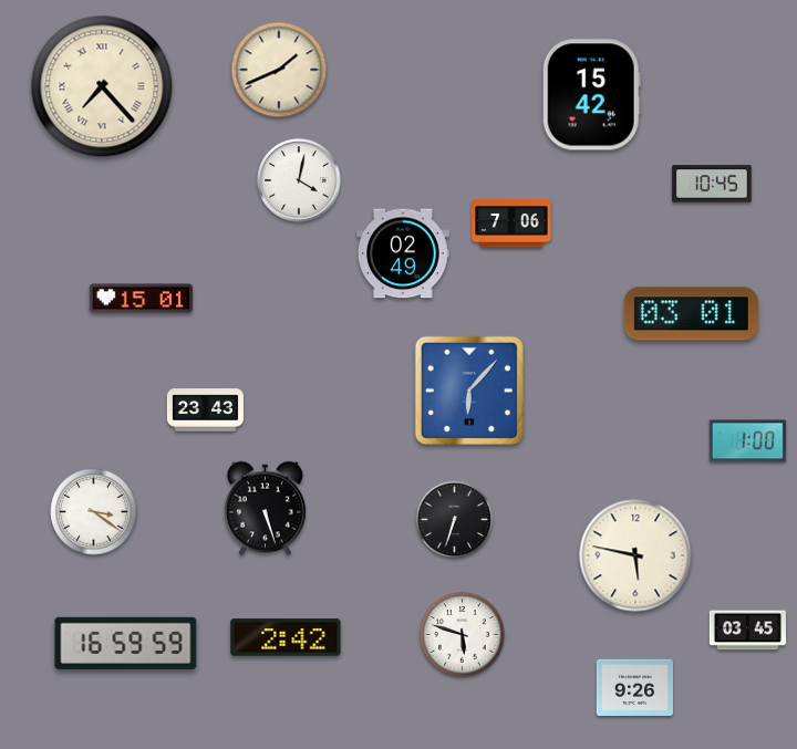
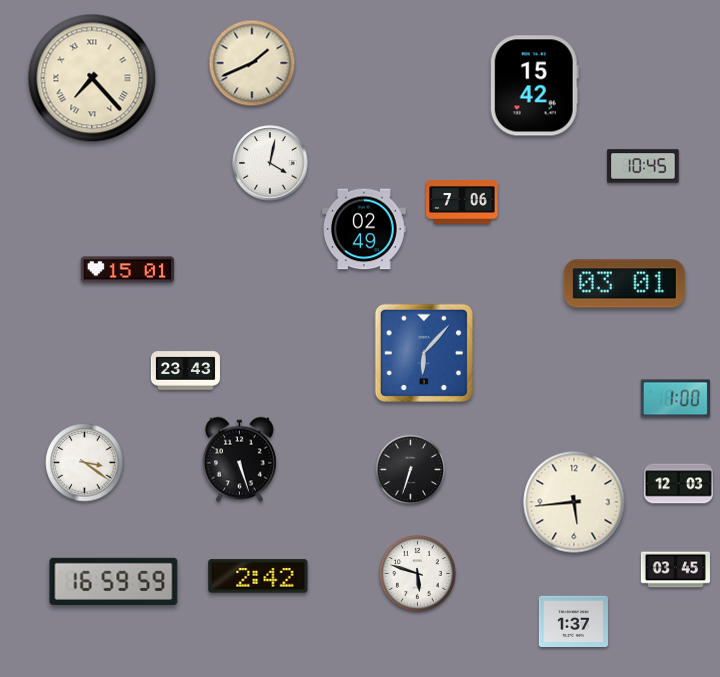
clock at (678, 484): none -> 12:03
clock at (635, 555): 5:47 -> 5:44
clock at (634, 687): 9:26 -> 1:37
